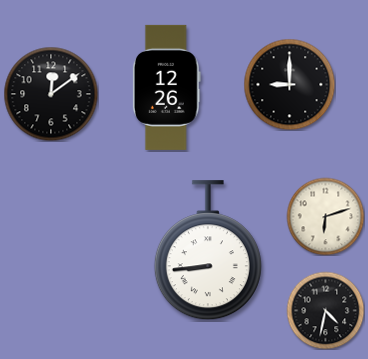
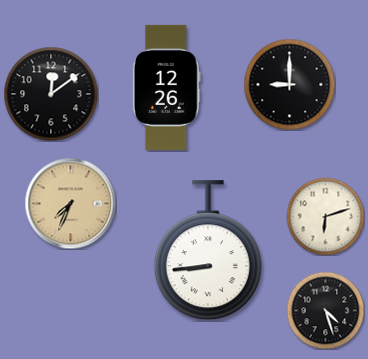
clock at (70, 203): none -> 7:34
clock at (325, 310): 4:32 -> 4:27
